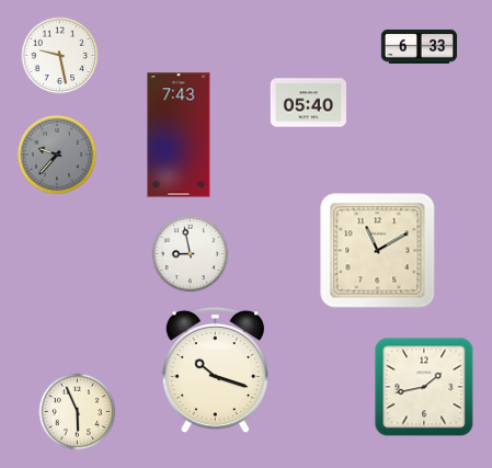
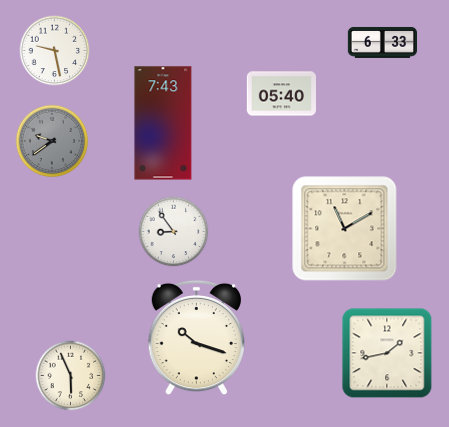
clock at (57, 155): 9:37 -> 9:39
clock at (191, 254): 8:58 -> 8:54
